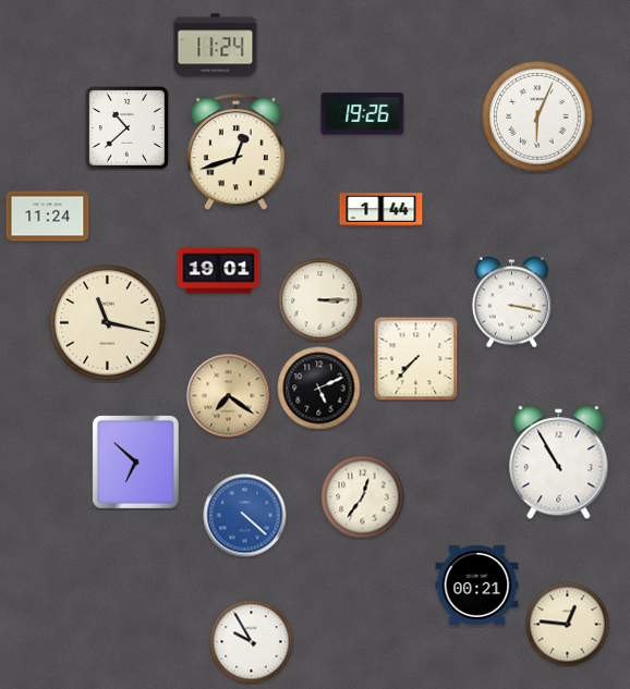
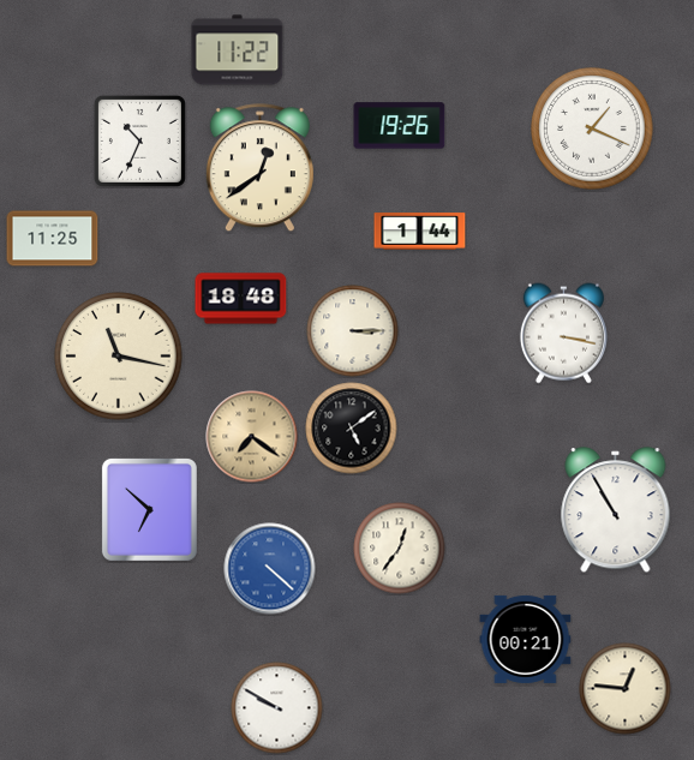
clock at (216, 46): 11:24 -> 11:22
clock at (537, 116): 6:04 -> 1:19
clock at (126, 127): 10:38 -> 10:34
clock at (235, 152): 12:42 -> 12:39
clock at (48, 217): 11:24 -> 11:25
clock at (219, 271): 19:01 -> 18:48
clock at (415, 358): 7:37 -> none
clock at (319, 389): 5:11 -> 5:09
clock at (477, 585) position: (477, 585) -> (526, 639)
clock at (252, 642): 9:55 -> 9:50
